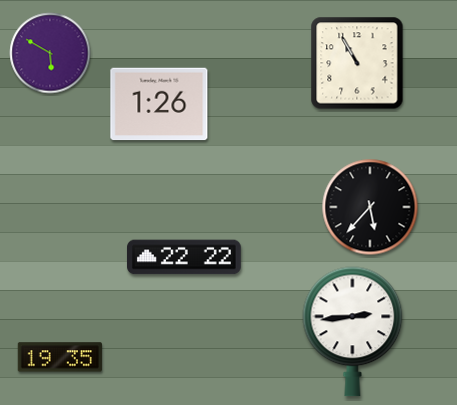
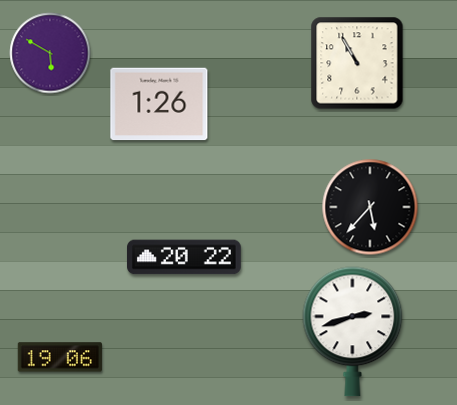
clock at (185, 257): 22:22 -> 20:22
clock at (353, 332): 2:44 -> 2:42
clock at (60, 357): 19:35 -> 19:06
